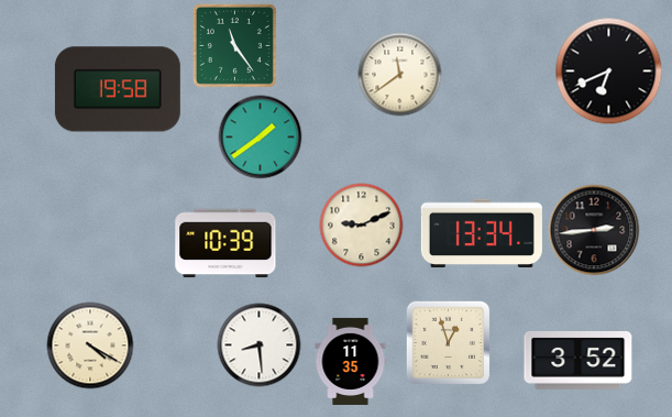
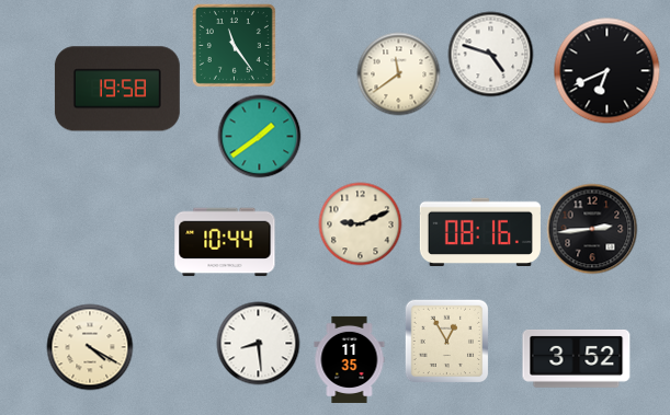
clock at (491, 55): none -> 4:48
clock at (482, 232): 13:34 -> 08:16
clock at (225, 243): 10:39 -> 10:44
clock at (448, 342): 12:57 -> 12:55
clock at (90, 345) position: (90, 345) -> (90, 347)
